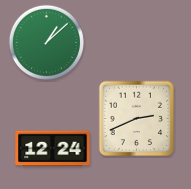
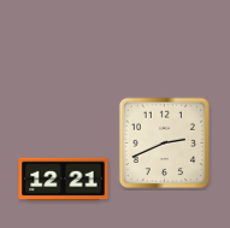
clock at (46, 42): 1:08 -> none
clock at (53, 149): 12:24 -> 12:21
